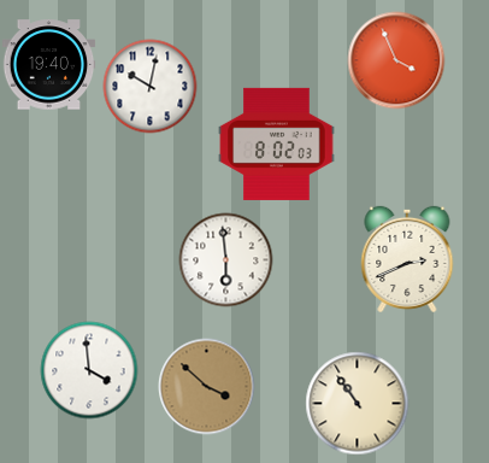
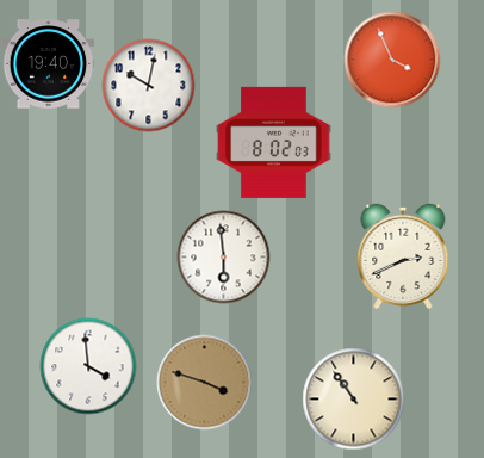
clock at (206, 386): 3:52 -> 3:48
